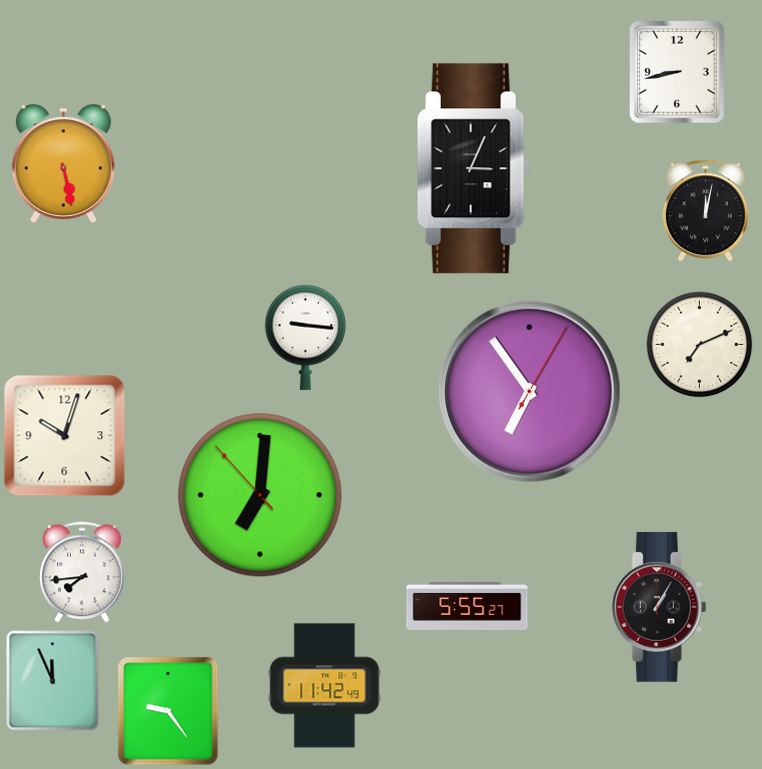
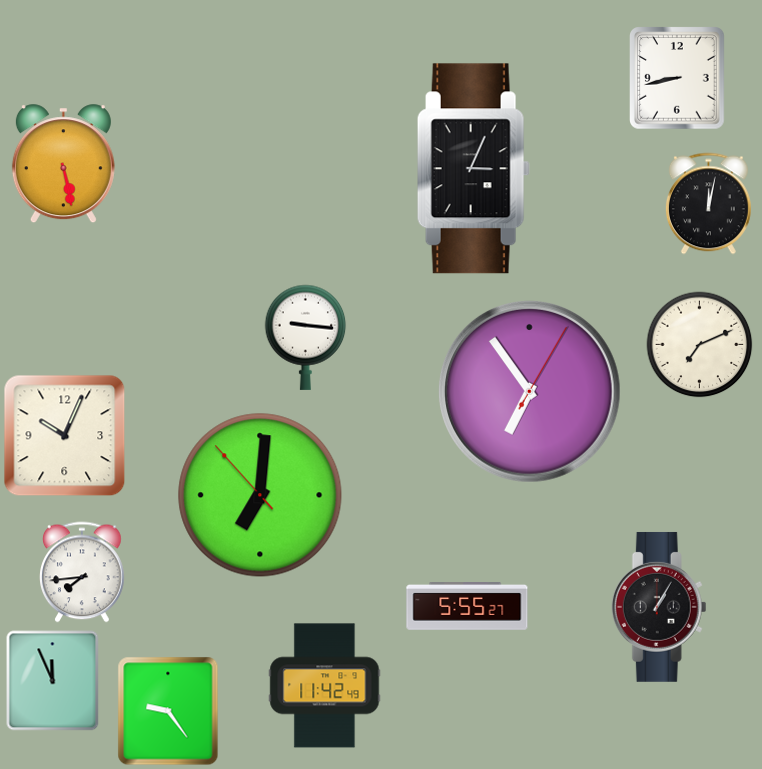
clock at (677, 72) position: (677, 72) -> (677, 78)
clock at (705, 211) position: (705, 211) -> (708, 204)
clock at (65, 436): 10:03 -> 10:04
